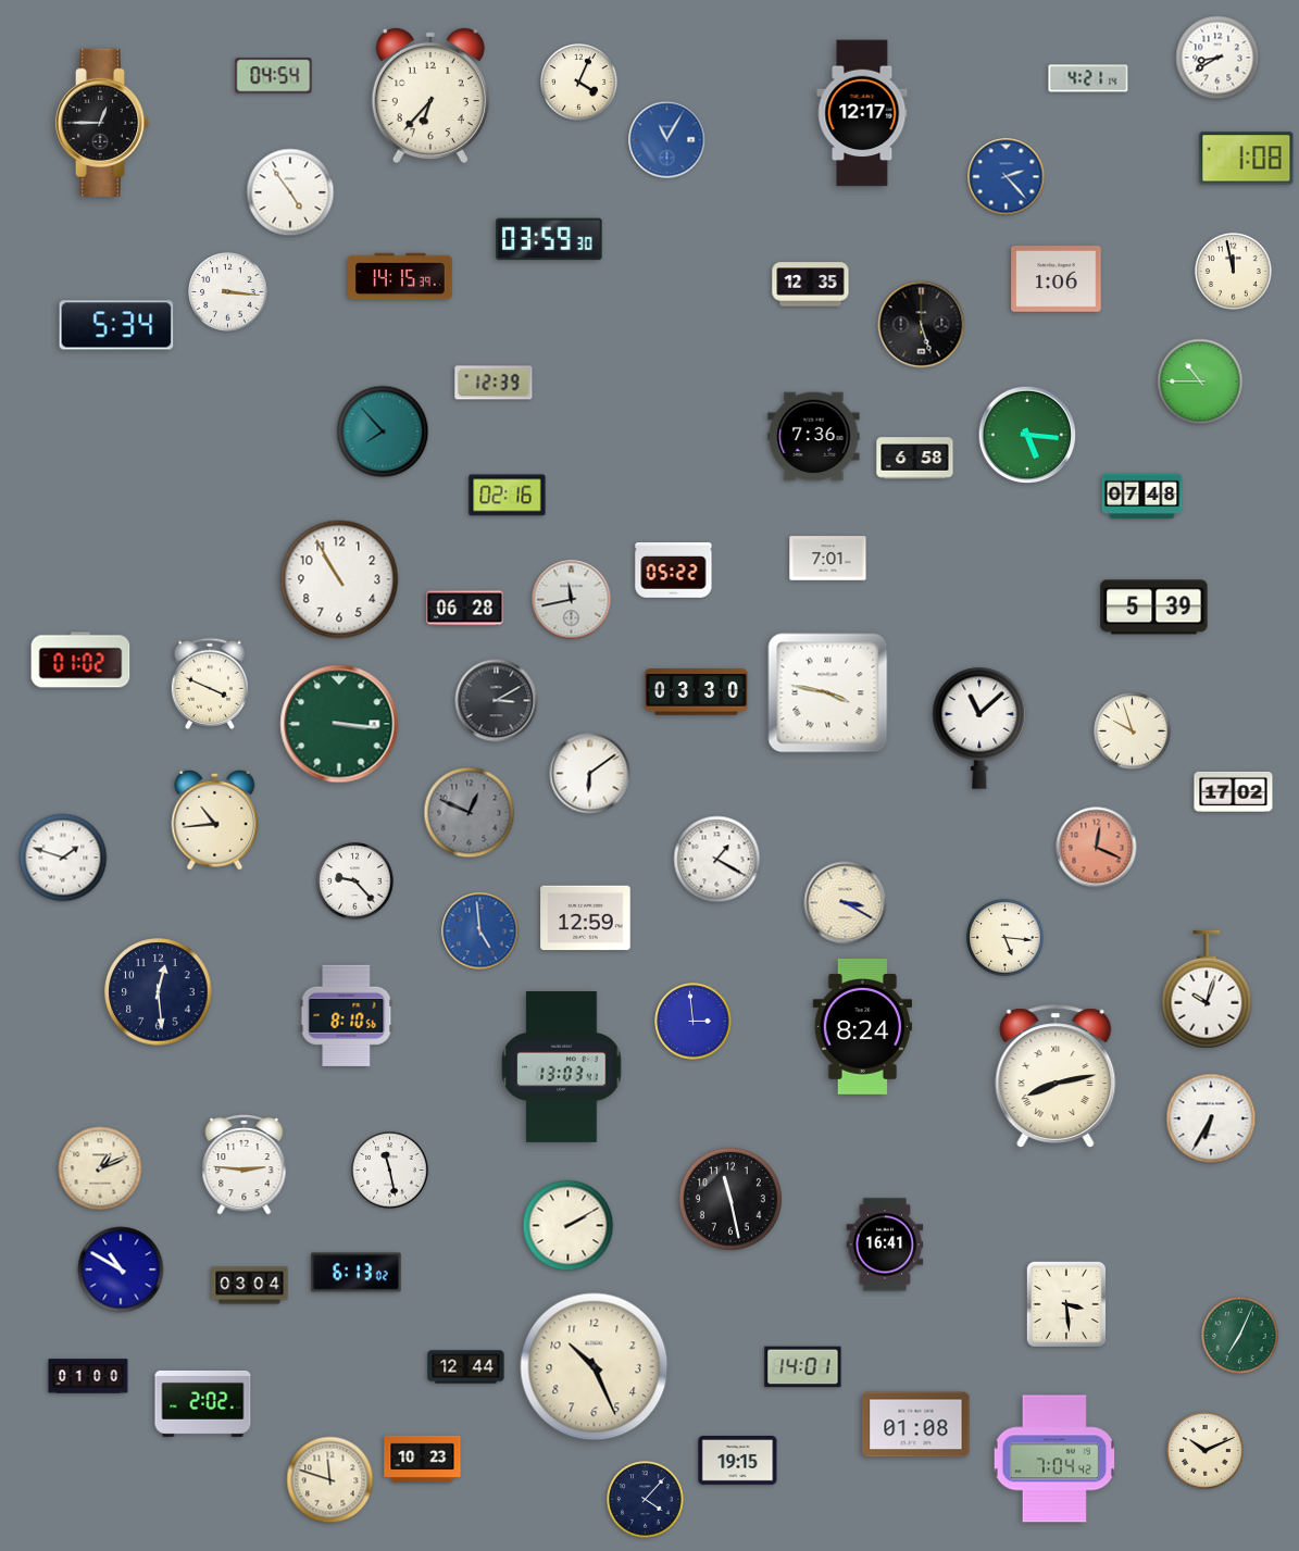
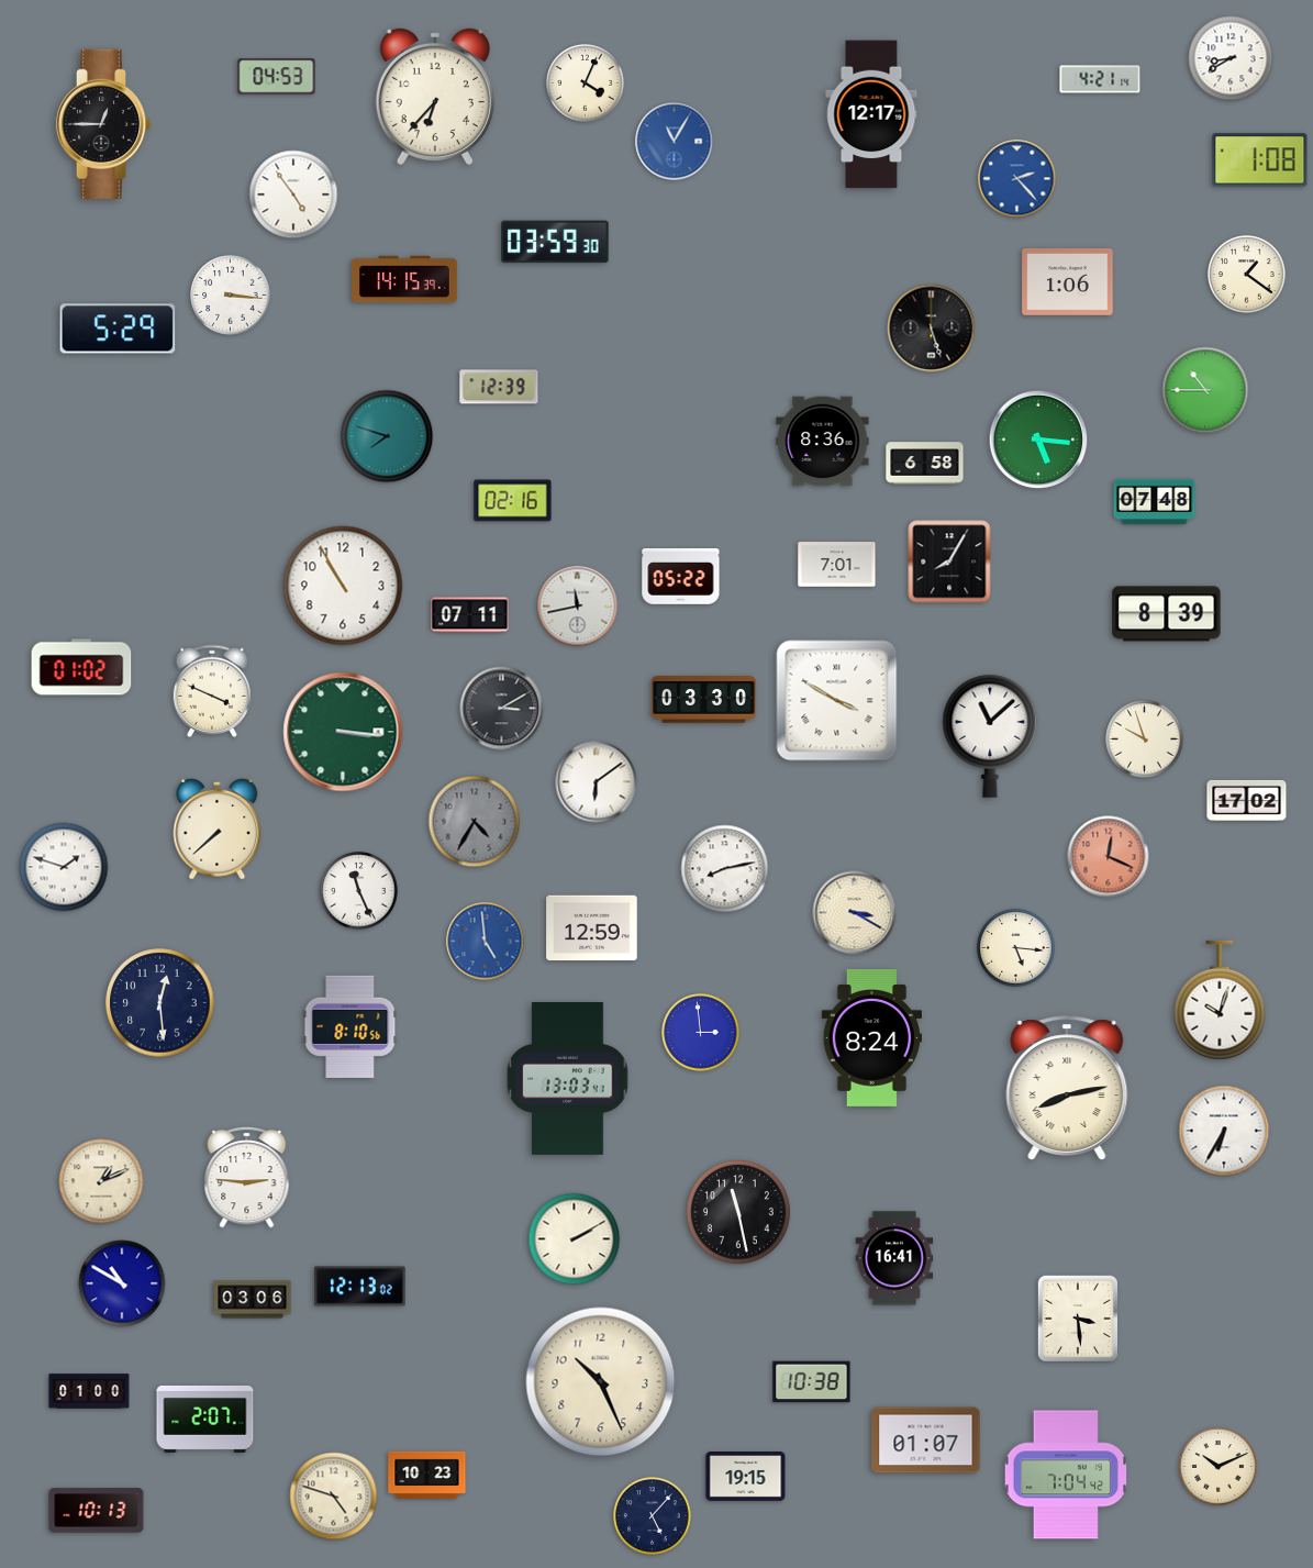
clock at (274, 76): 04:54 -> 04:53
clock at (1234, 272): 11:58 -> 1:21
clock at (811, 285): 12:35 -> none
clock at (116, 325): 5:34 -> 5:29
clock at (1200, 382) position: (1200, 382) -> (1205, 390)
clock at (383, 431): 7:53 -> 7:48
clock at (814, 437): 7:36 -> 8:36
clock at (949, 561): none -> 8:05
clock at (1154, 608): 5:39 -> 8:39
clock at (465, 609): 06:28 -> 07:11
clock at (828, 693): 3:47 -> 3:50
clock at (470, 813): 12:49 -> 4:35
clock at (215, 820): 10:44 -> 7:38
clock at (717, 860): 1:20 -> 8:13
clock at (355, 881): 9:23 -> 11:26
clock at (390, 1171): 11:28 -> none
clock at (357, 1273): 6:13 -> 12:13
clock at (250, 1286): 03:04 -> 03:06
clock at (1240, 1336): 7:04 -> none
clock at (466, 1367): 12:44 -> none
clock at (803, 1367): 14:01 -> 10:38
clock at (203, 1403): 2:02 -> 2:07
clock at (916, 1425): 01:08 -> 01:07
clock at (330, 1480): 11:48 -> 4:48
clock at (97, 1511): none -> 10:13
clock at (646, 1500): 4:07 -> 5:07
